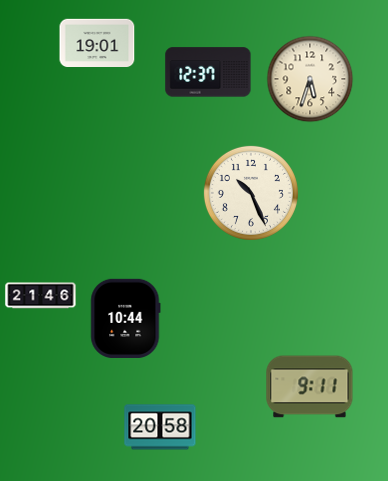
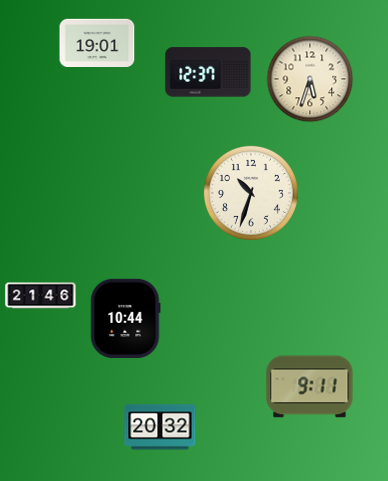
clock at (251, 193): 10:26 -> 10:33
clock at (160, 427): 20:58 -> 20:32
